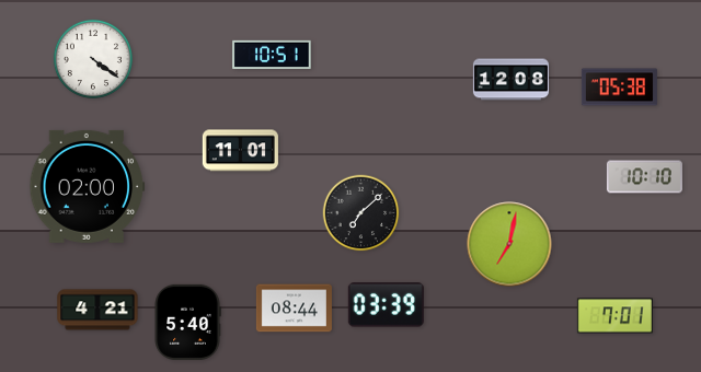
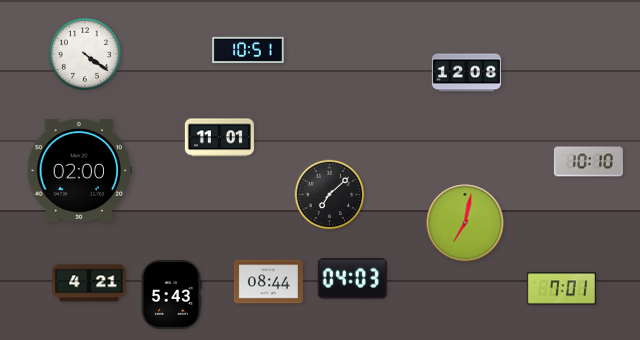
clock at (619, 88): 05:38 -> none
clock at (386, 305): 03:39 -> 04:03
clock at (187, 322): 5:40 -> 5:43
